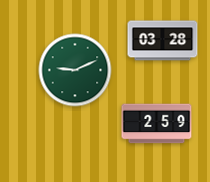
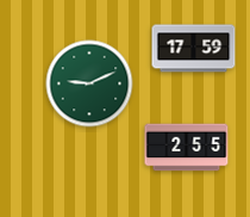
clock at (163, 41): 03:28 -> 17:59
clock at (157, 124): 2:59 -> 2:55
